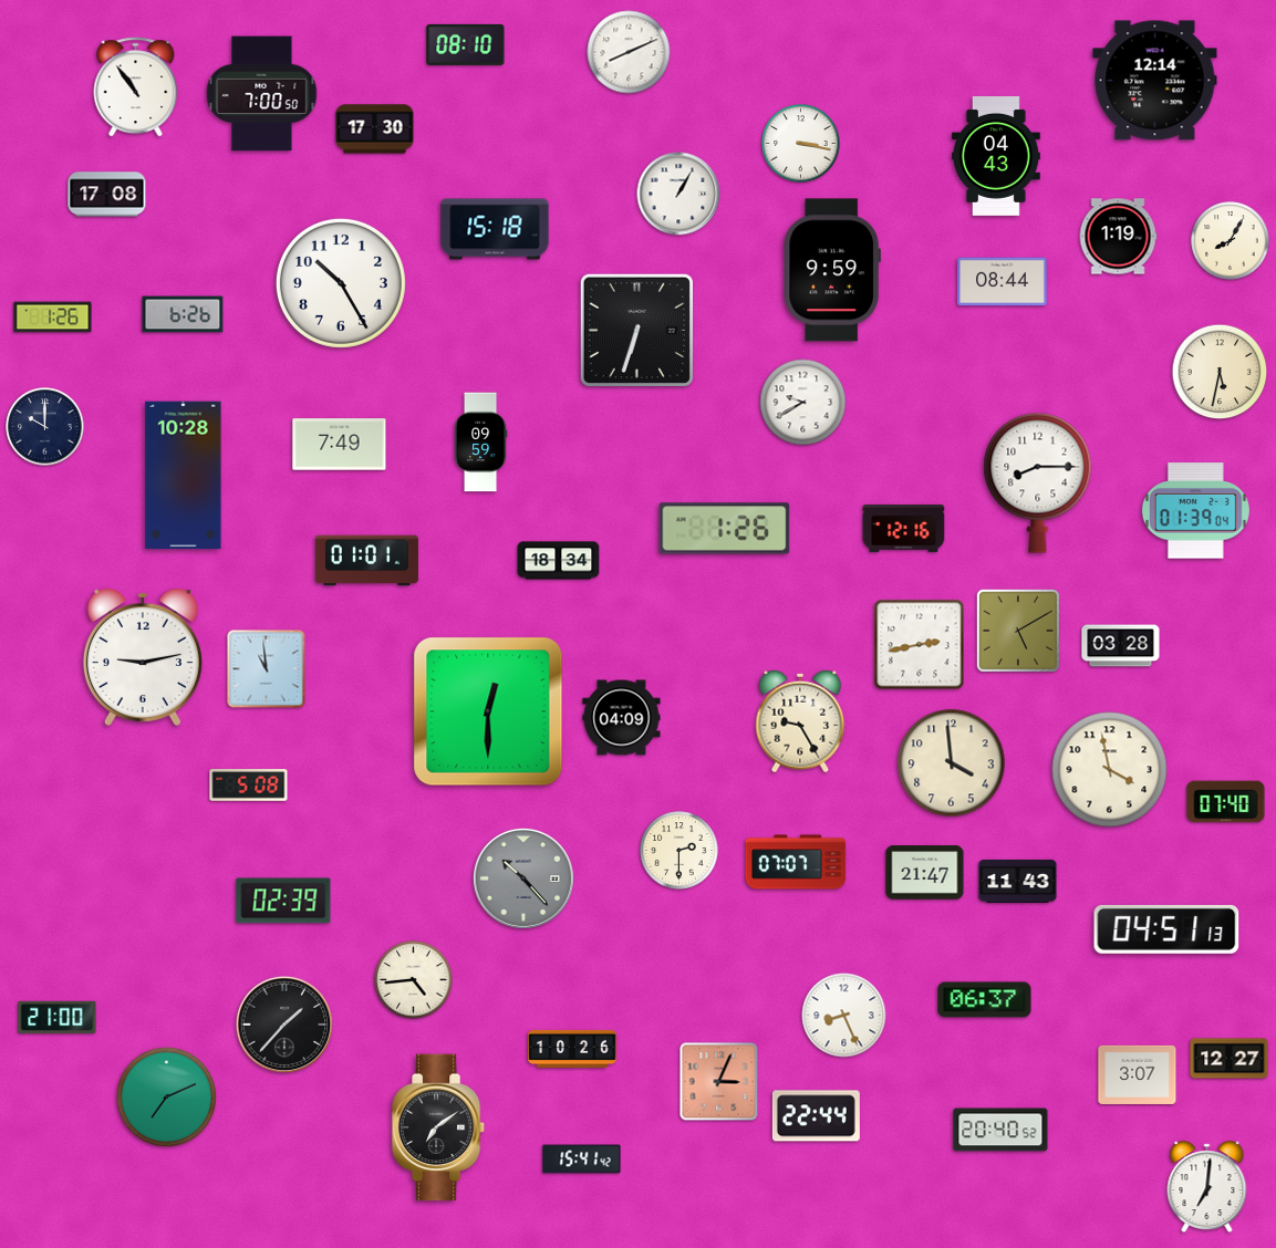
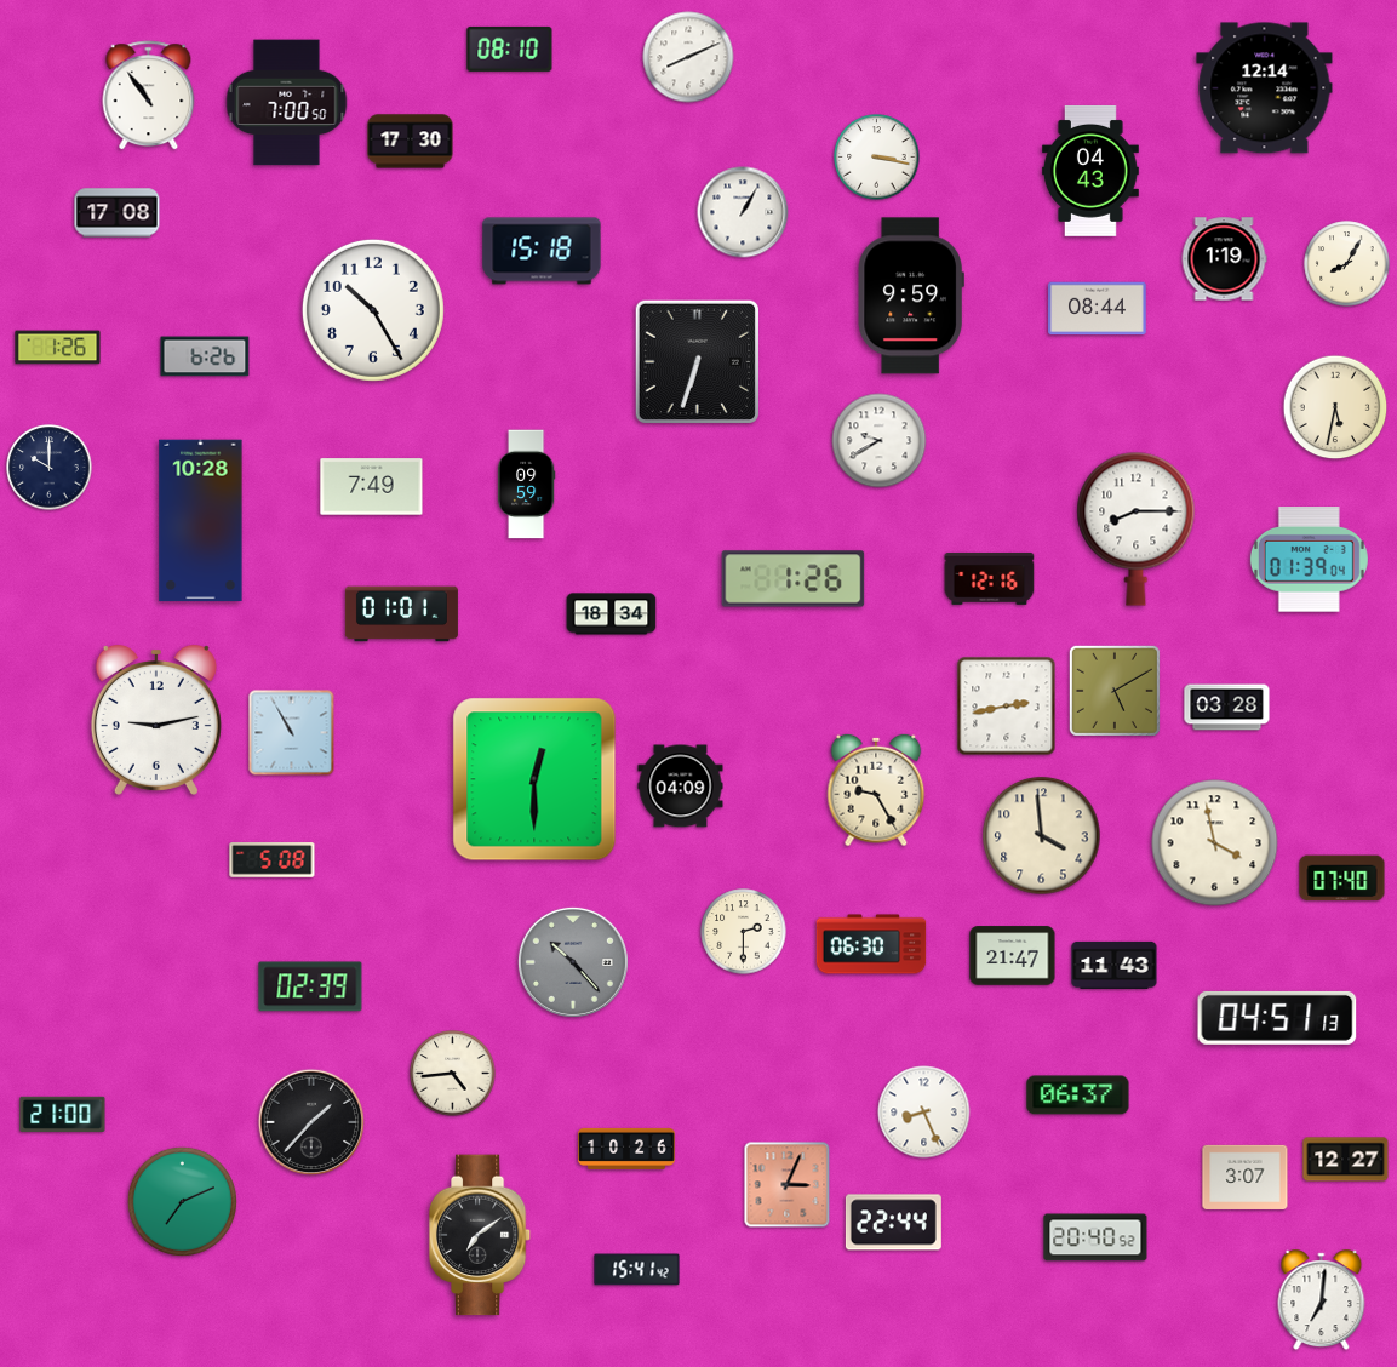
clock at (183, 314) position: (183, 314) -> (205, 356)
clock at (267, 669): 10:59 -> 10:55
clock at (796, 862): 07:07 -> 06:30
